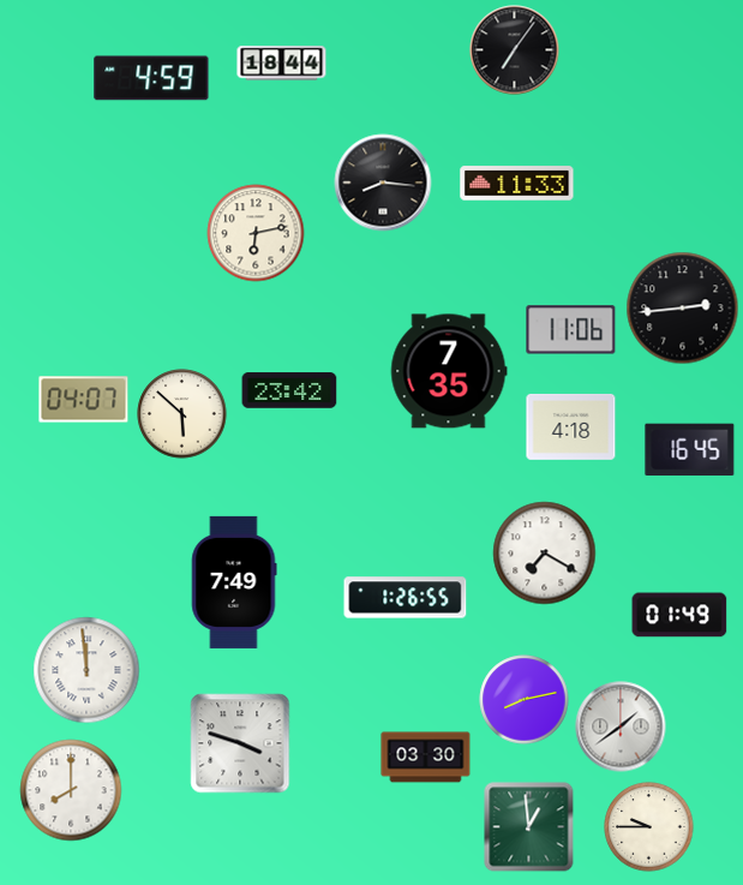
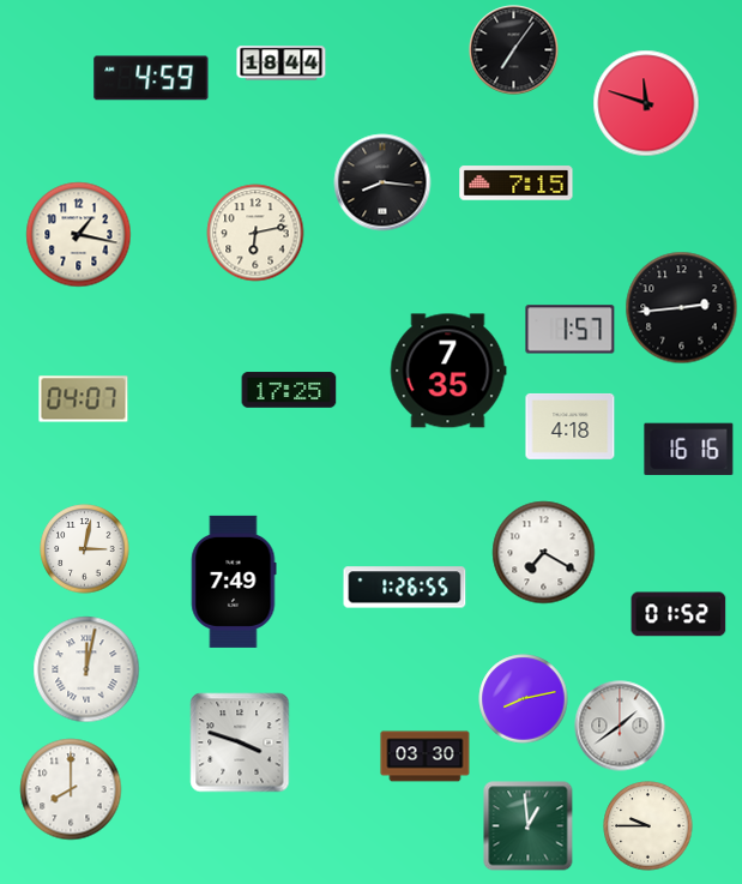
clock at (646, 103): none -> 11:48
clock at (517, 184): 11:33 -> 7:15
clock at (79, 235): none -> 1:17
clock at (571, 330): 11:06 -> 1:57
clock at (289, 390): 23:42 -> 17:25
clock at (182, 414): 5:52 -> none
clock at (690, 450): 16:45 -> 16:16
clock at (85, 549): none -> 3:02
clock at (406, 598) position: (406, 598) -> (405, 588)
clock at (679, 615): 01:49 -> 01:52
clock at (86, 670): 11:59 -> 12:02
